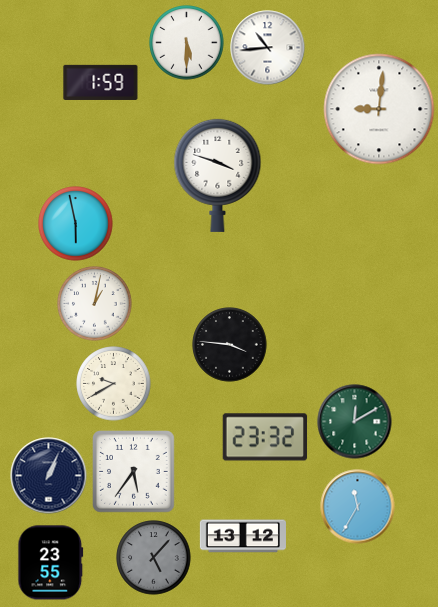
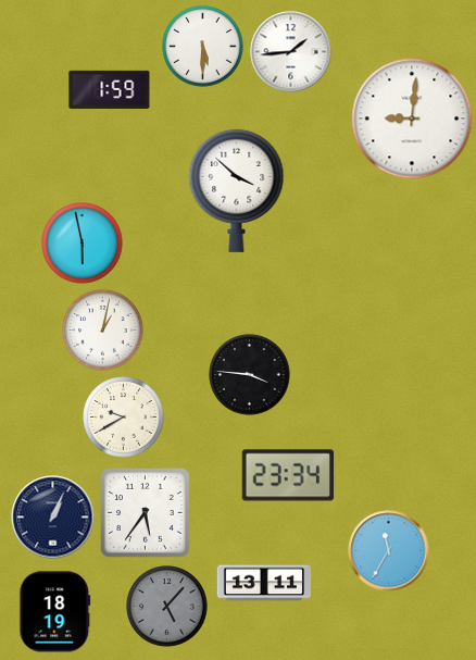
clock at (268, 48): 10:44 -> 1:44
clock at (218, 175): 3:48 -> 3:52
clock at (355, 422): 12:10 -> none
clock at (265, 437): 23:32 -> 23:34
clock at (243, 536): 13:12 -> 13:11
clock at (51, 563): 23:55 -> 18:19
